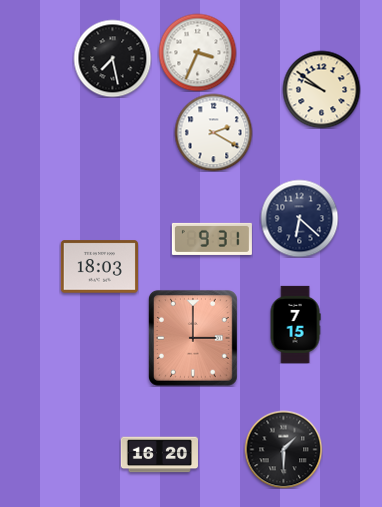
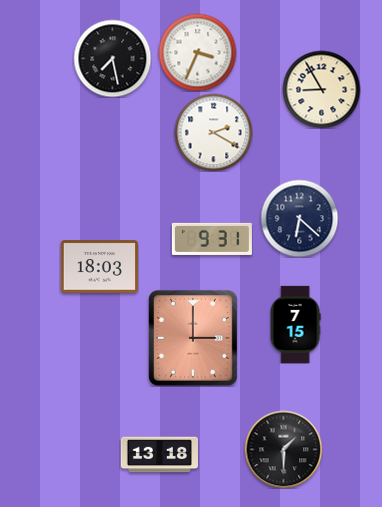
clock at (321, 89): 9:51 -> 8:55
clock at (159, 455): 16:20 -> 13:18
